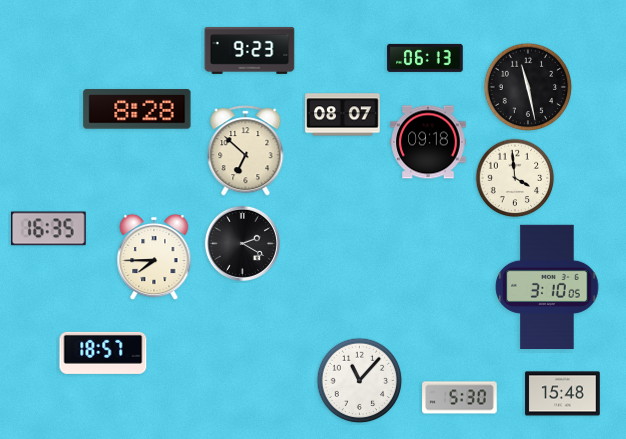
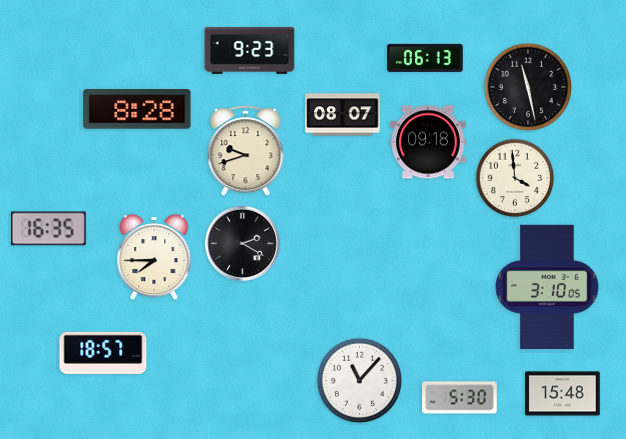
clock at (246, 151): 6:52 -> 9:42
